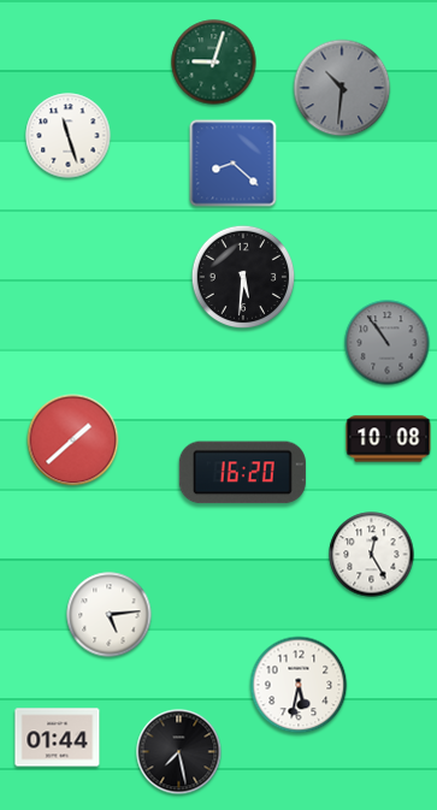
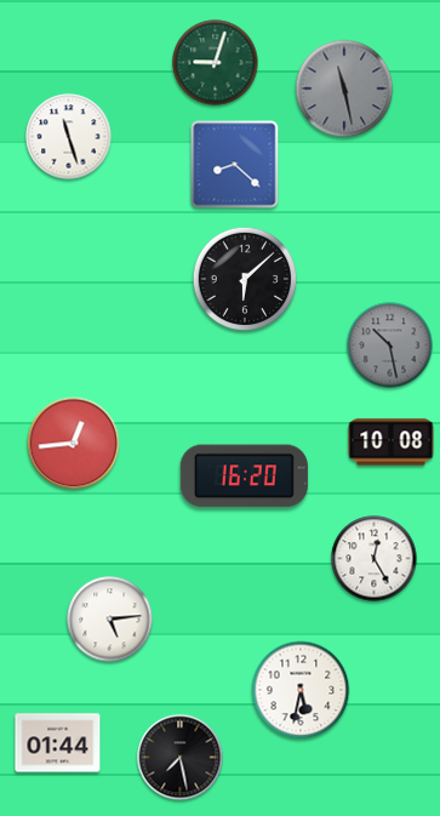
clock at (342, 88): 10:31 -> 11:28
clock at (243, 277): 5:31 -> 6:08
clock at (388, 343): 10:54 -> 10:28
clock at (73, 441): 1:38 -> 12:44
